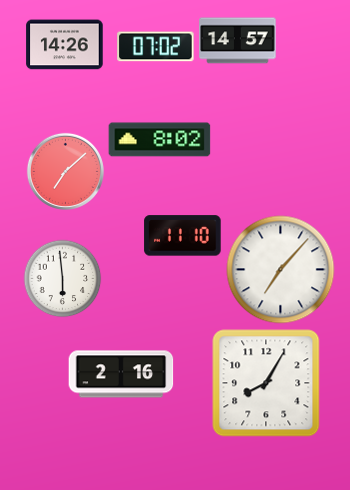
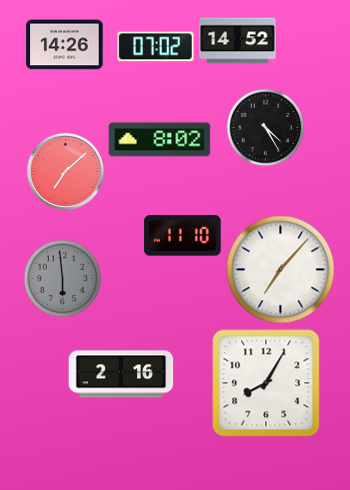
clock at (238, 41): 14:57 -> 14:52
clock at (265, 127): none -> 4:25
clock at (62, 278) dial: white -> grey
